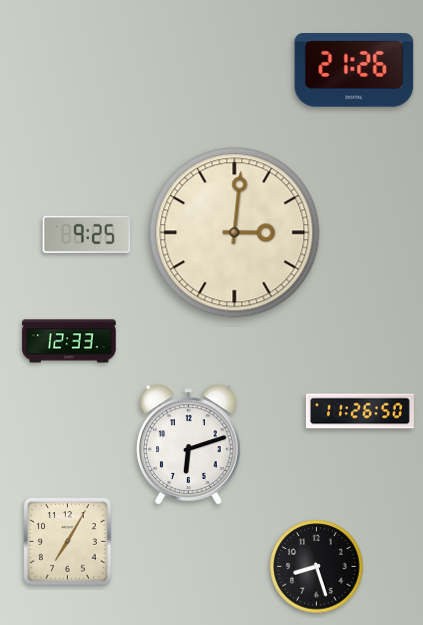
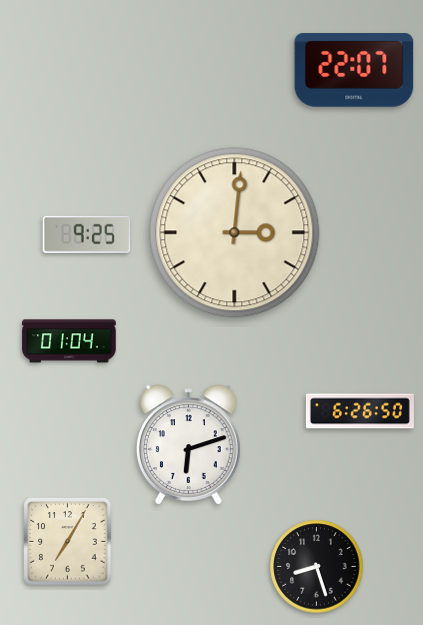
clock at (354, 70): 21:26 -> 22:07
clock at (69, 341): 12:33 -> 01:04
clock at (360, 411): 11:26 -> 6:26
